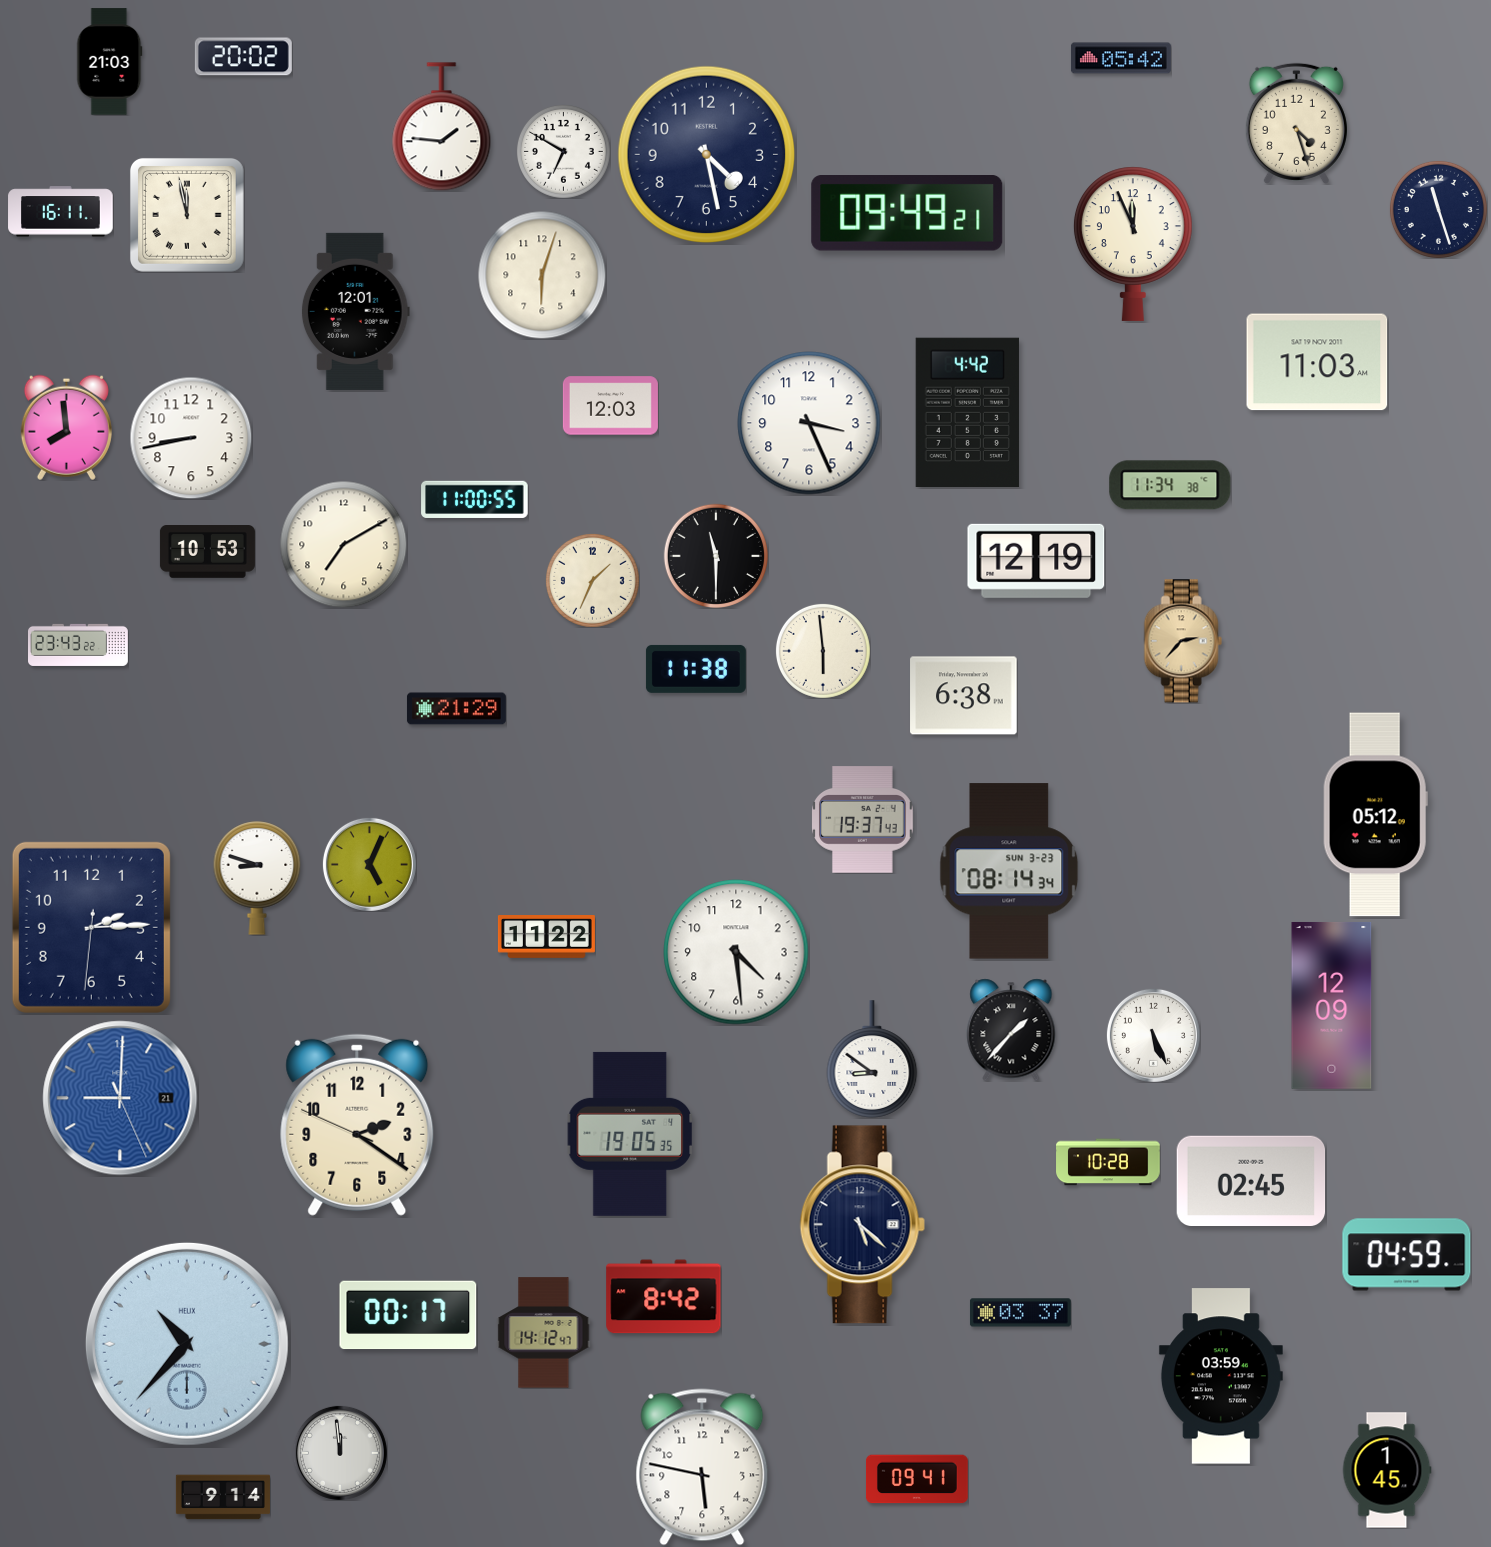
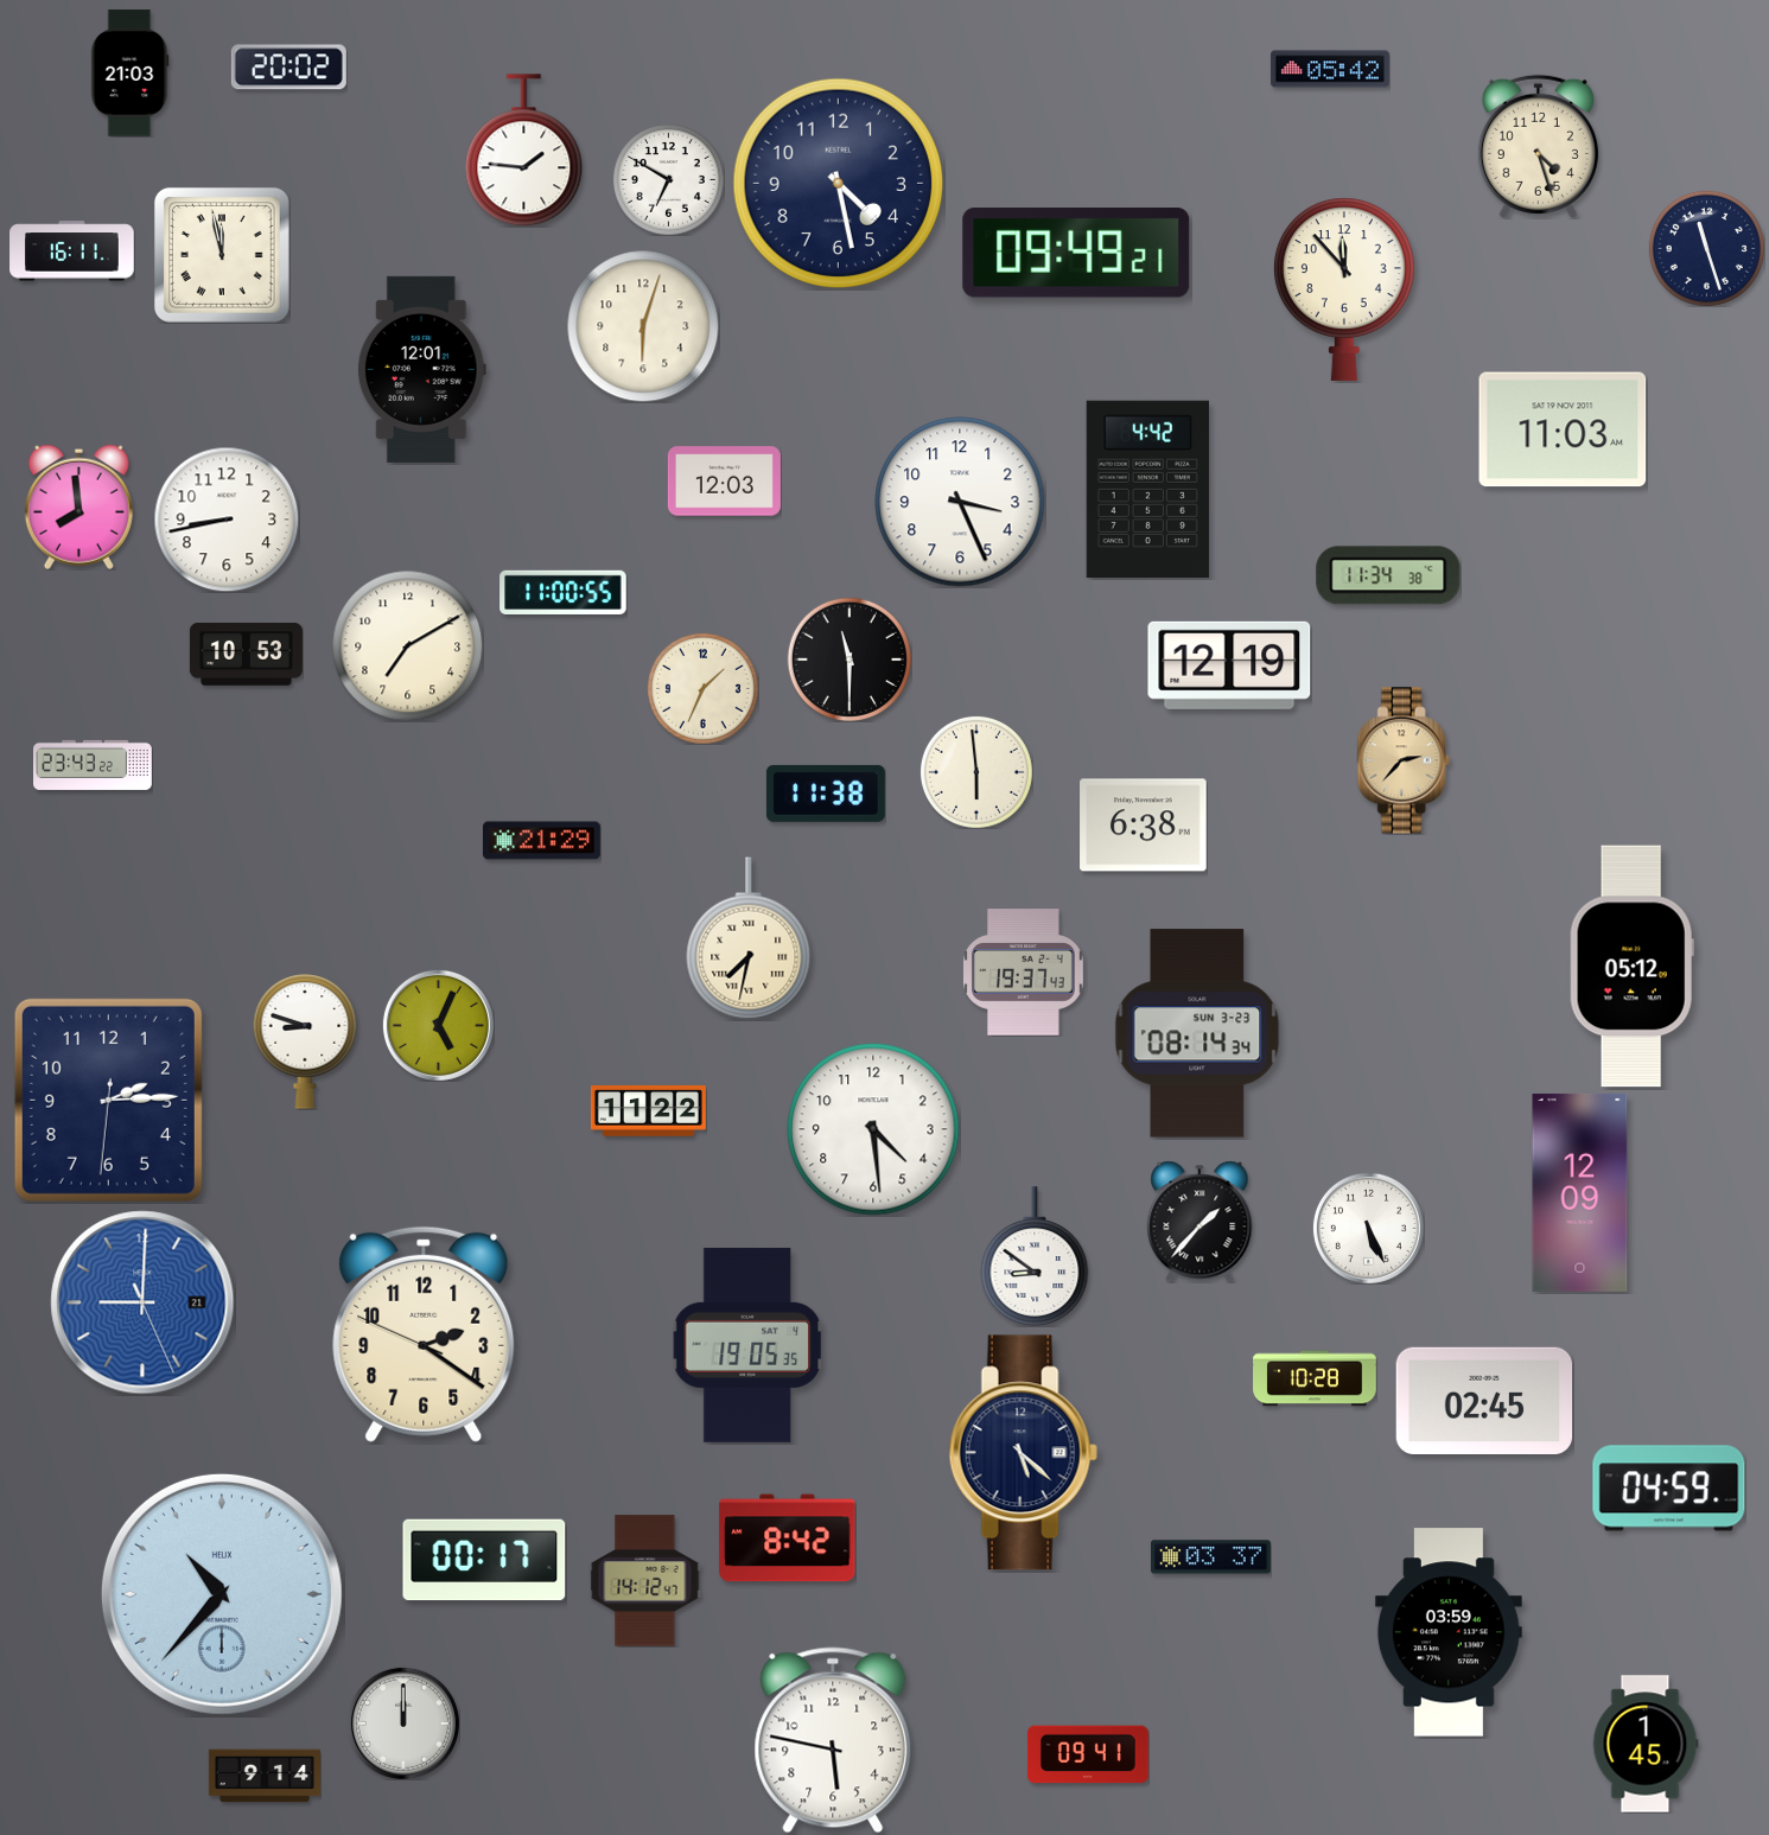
clock at (1133, 244): 11:56 -> 11:53
clock at (749, 938): none -> 7:32
clock at (340, 1453): 11:59 -> 12:00
